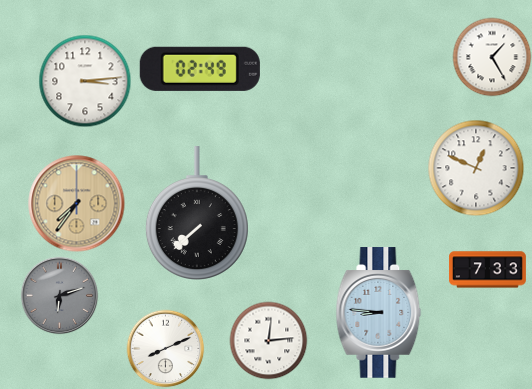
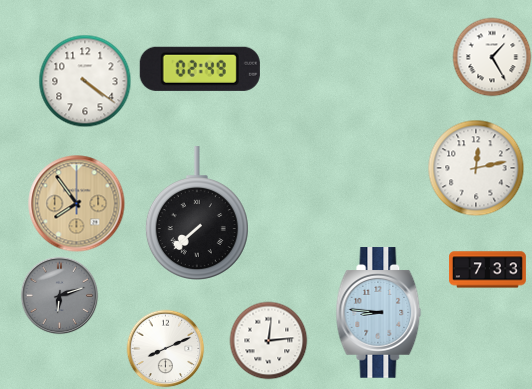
clock at (85, 81): 3:14 -> 4:21
clock at (476, 168): 12:49 -> 12:13
clock at (77, 204): 7:36 -> 7:54
